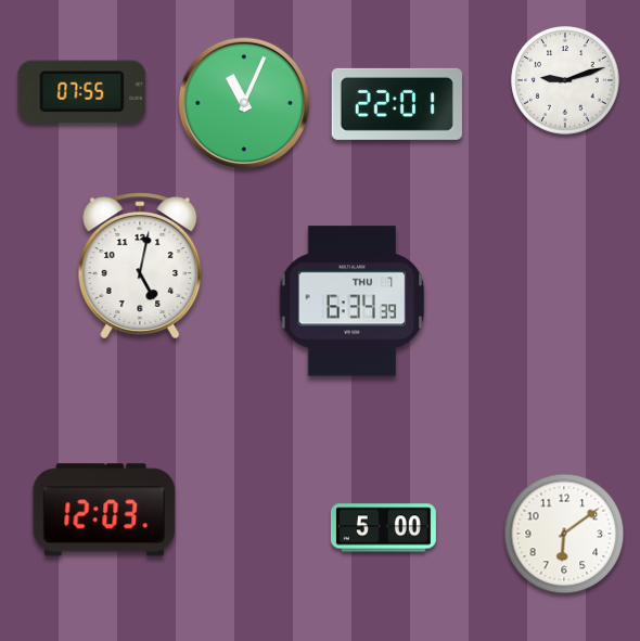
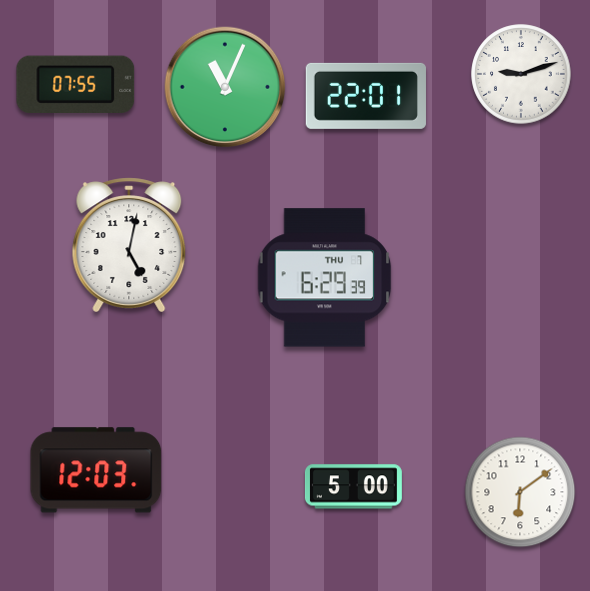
clock at (244, 103) position: (244, 103) -> (225, 87)
clock at (353, 302): 6:34 -> 6:29
